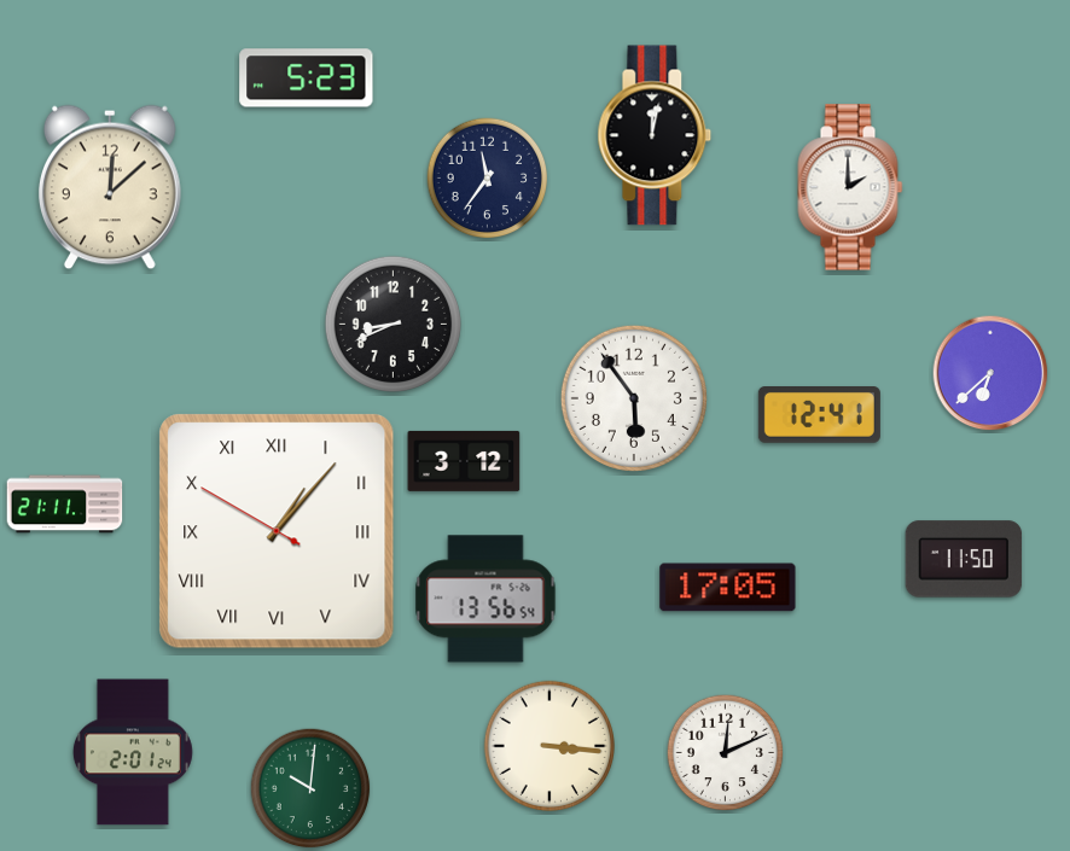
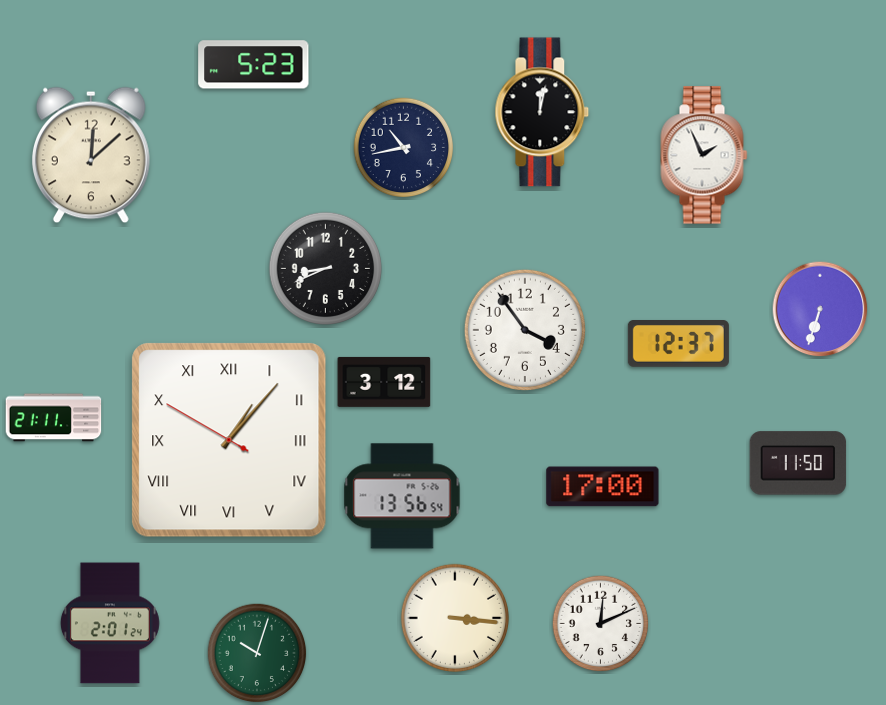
clock at (488, 179): 11:36 -> 10:43
clock at (850, 187): 2:00 -> 1:56
clock at (990, 373): 6:38 -> 6:33
clock at (634, 398): 5:54 -> 3:54
clock at (819, 415): 12:41 -> 12:37
clock at (728, 588): 17:05 -> 17:00
clock at (310, 788): 10:01 -> 10:03
